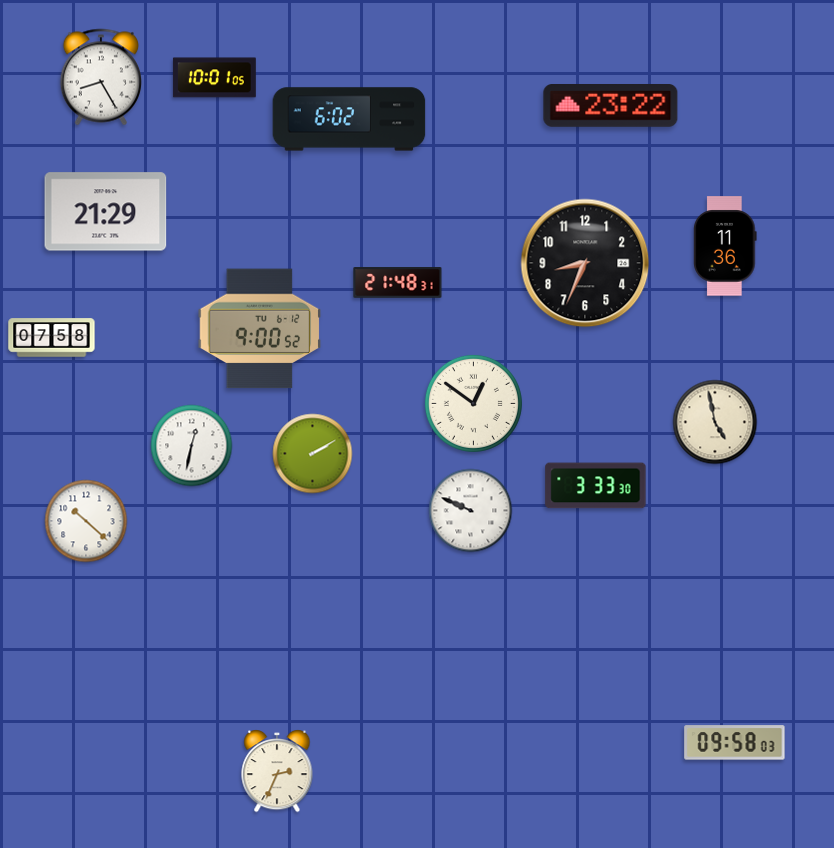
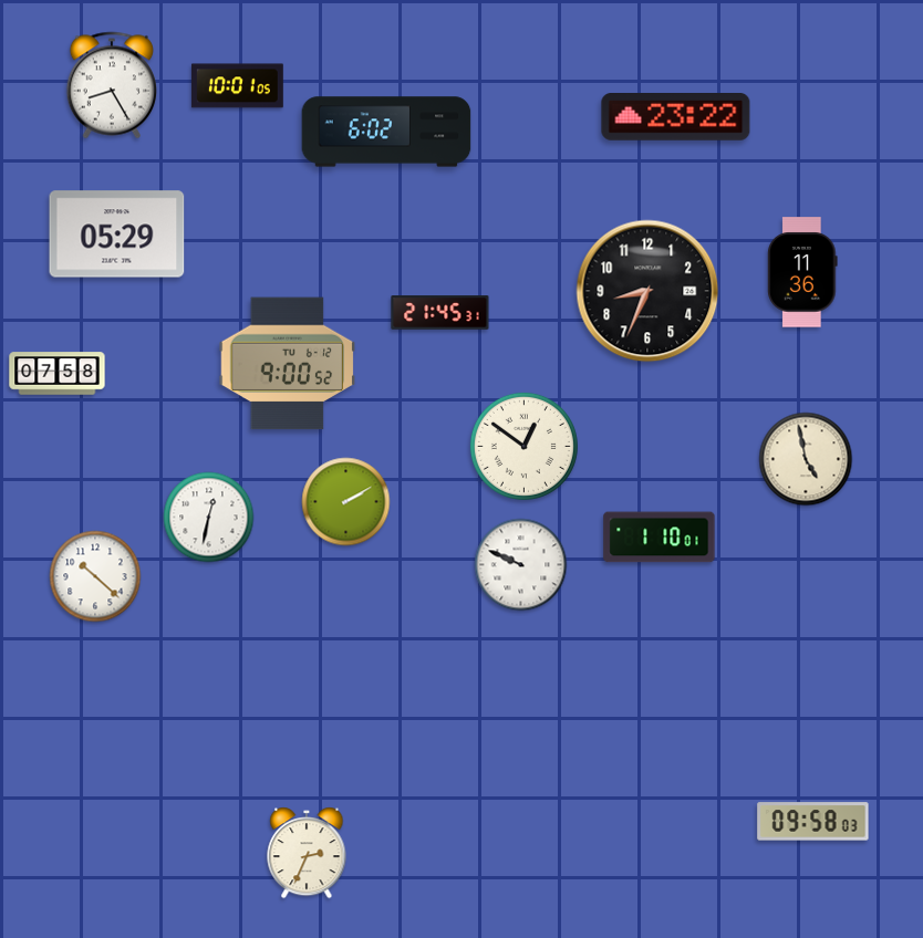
clock at (106, 212): 21:29 -> 05:29
clock at (398, 283): 21:48 -> 21:45
clock at (715, 422) position: (715, 422) -> (806, 459)
clock at (192, 446) position: (192, 446) -> (209, 518)
clock at (596, 486): 3:33 -> 1:10
